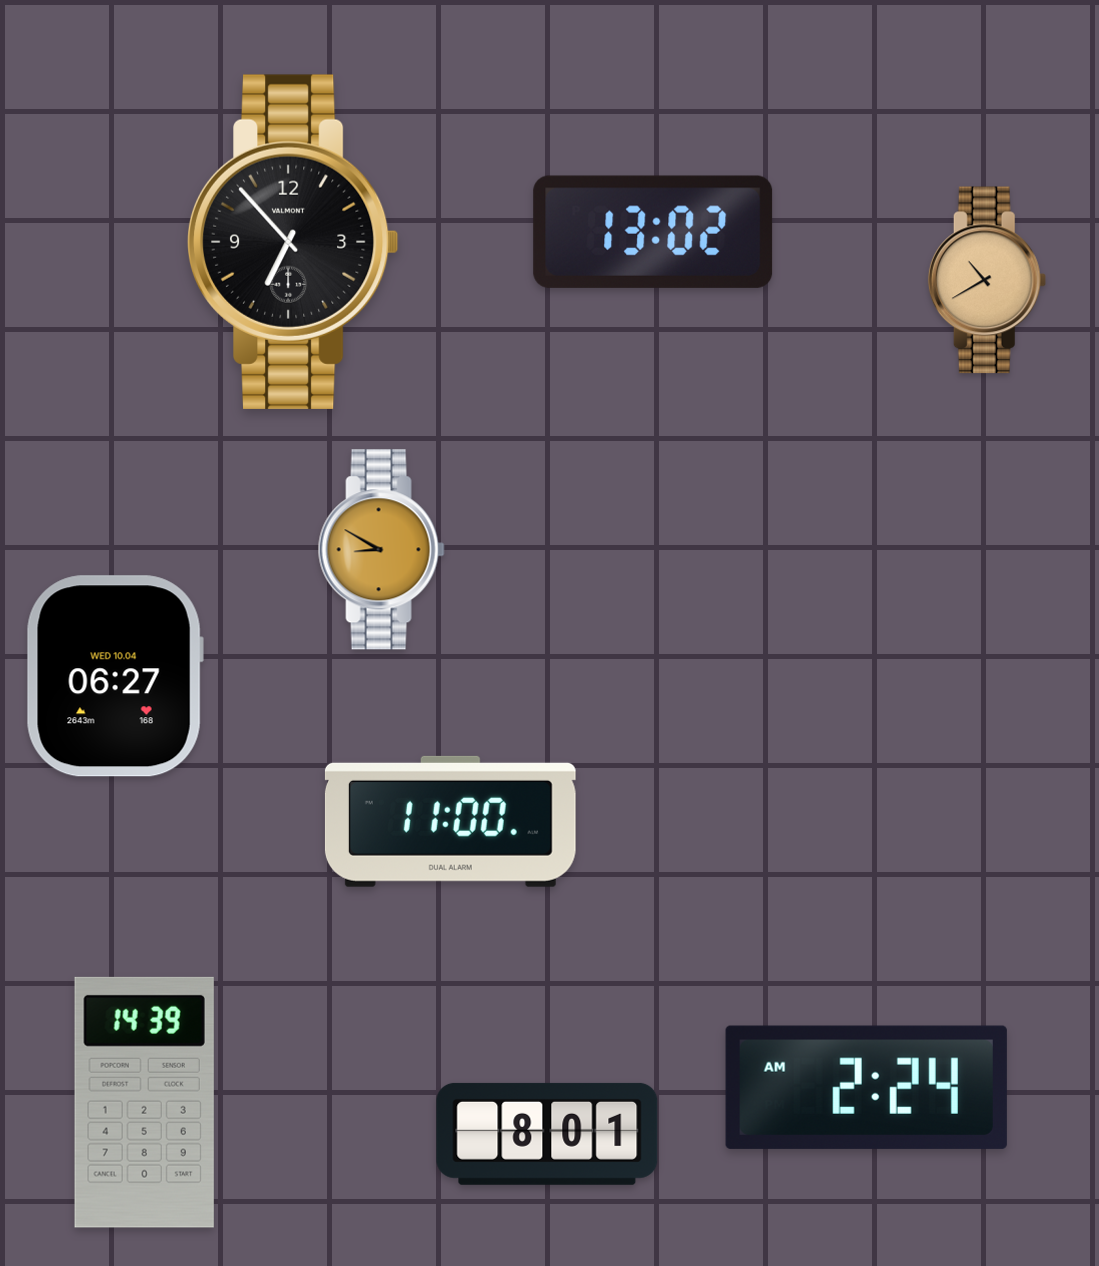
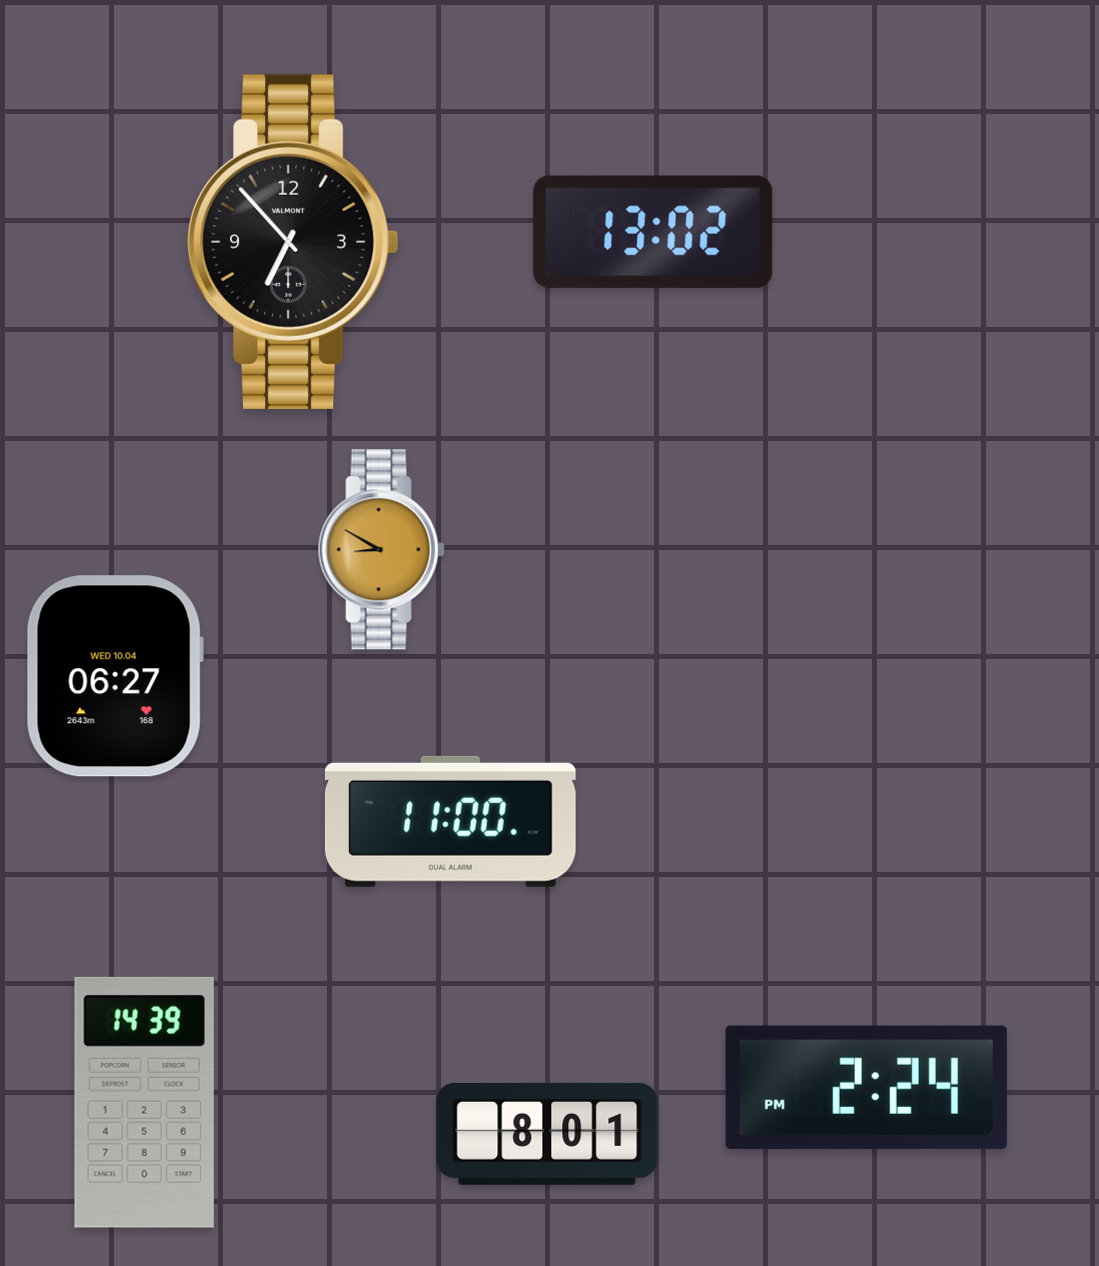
clock at (987, 280): 10:40 -> none
clock at (866, 1087): 2:24 AM -> 2:24 PM
